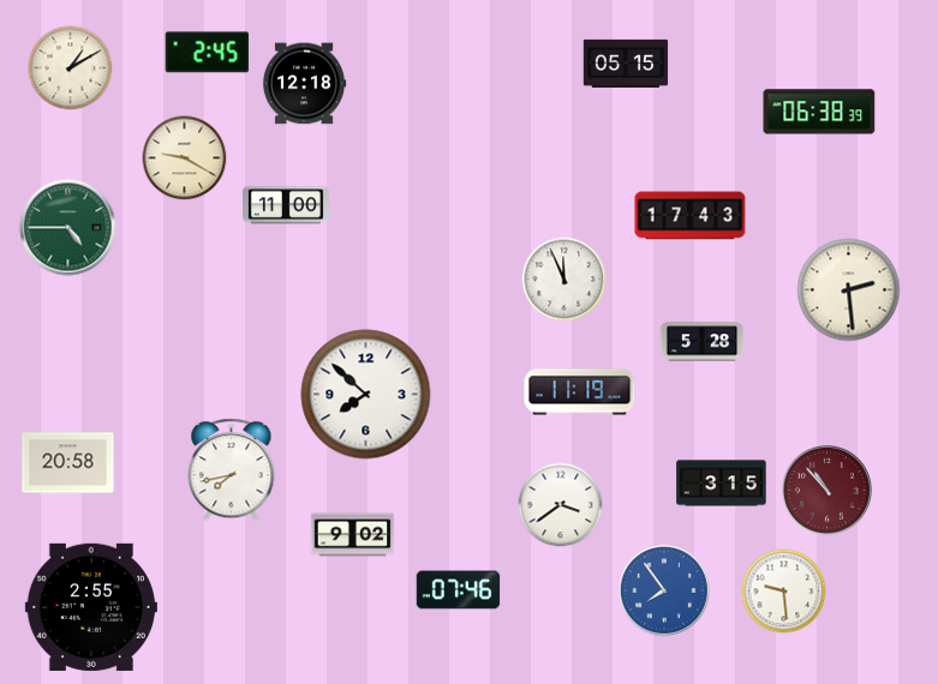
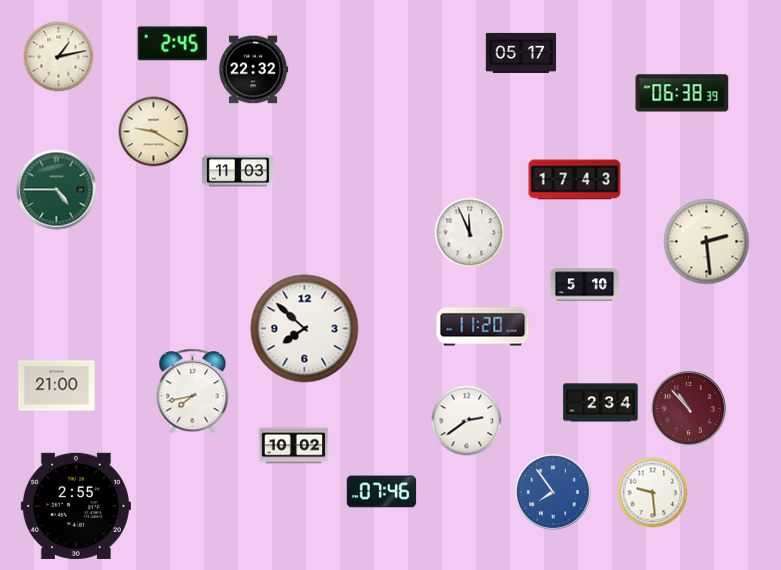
clock at (626, 64): 05:15 -> 05:17
clock at (71, 68): 1:10 -> 1:13
clock at (304, 84): 12:18 -> 22:32
clock at (286, 205): 11:00 -> 11:03
clock at (703, 342): 5:28 -> 5:10
clock at (580, 392): 11:19 -> 11:20
clock at (68, 463): 20:58 -> 21:00
clock at (722, 484): 3:15 -> 2:34
clock at (561, 505): 3:39 -> 2:39
clock at (353, 535): 9:02 -> 10:02
